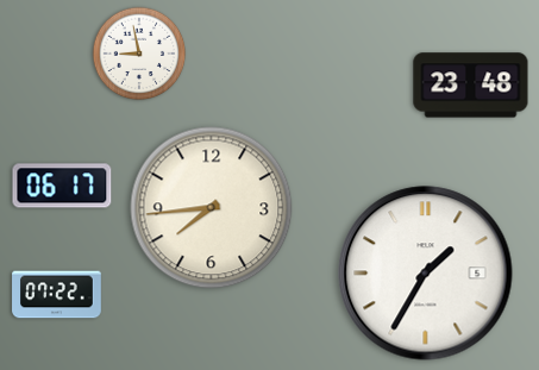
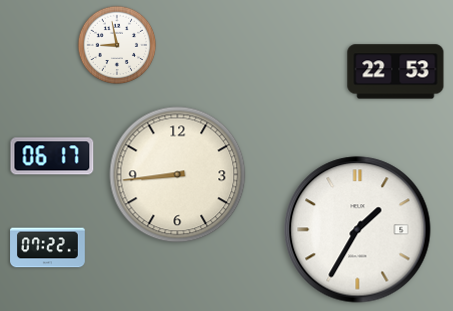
clock at (471, 86): 23:48 -> 22:53
clock at (212, 208): 7:44 -> 8:44
